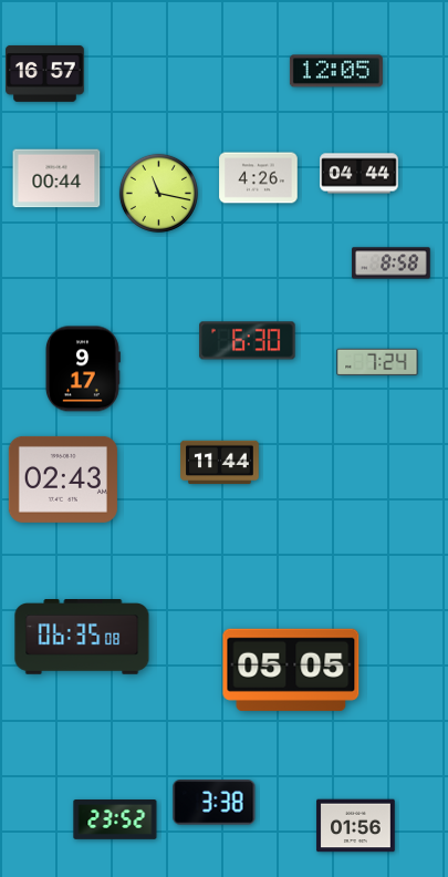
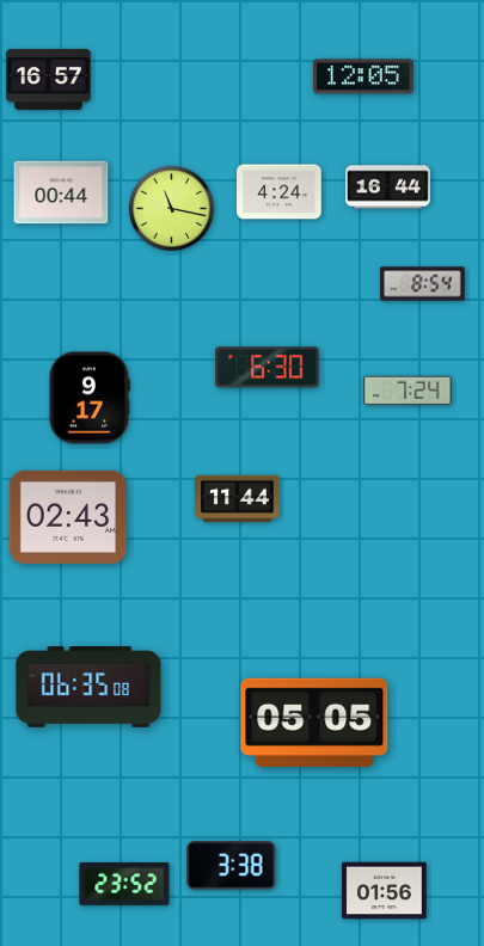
clock at (360, 174): 04:44 -> 16:44
clock at (259, 178): 4:26 -> 4:24
clock at (392, 264): 8:58 -> 8:54
